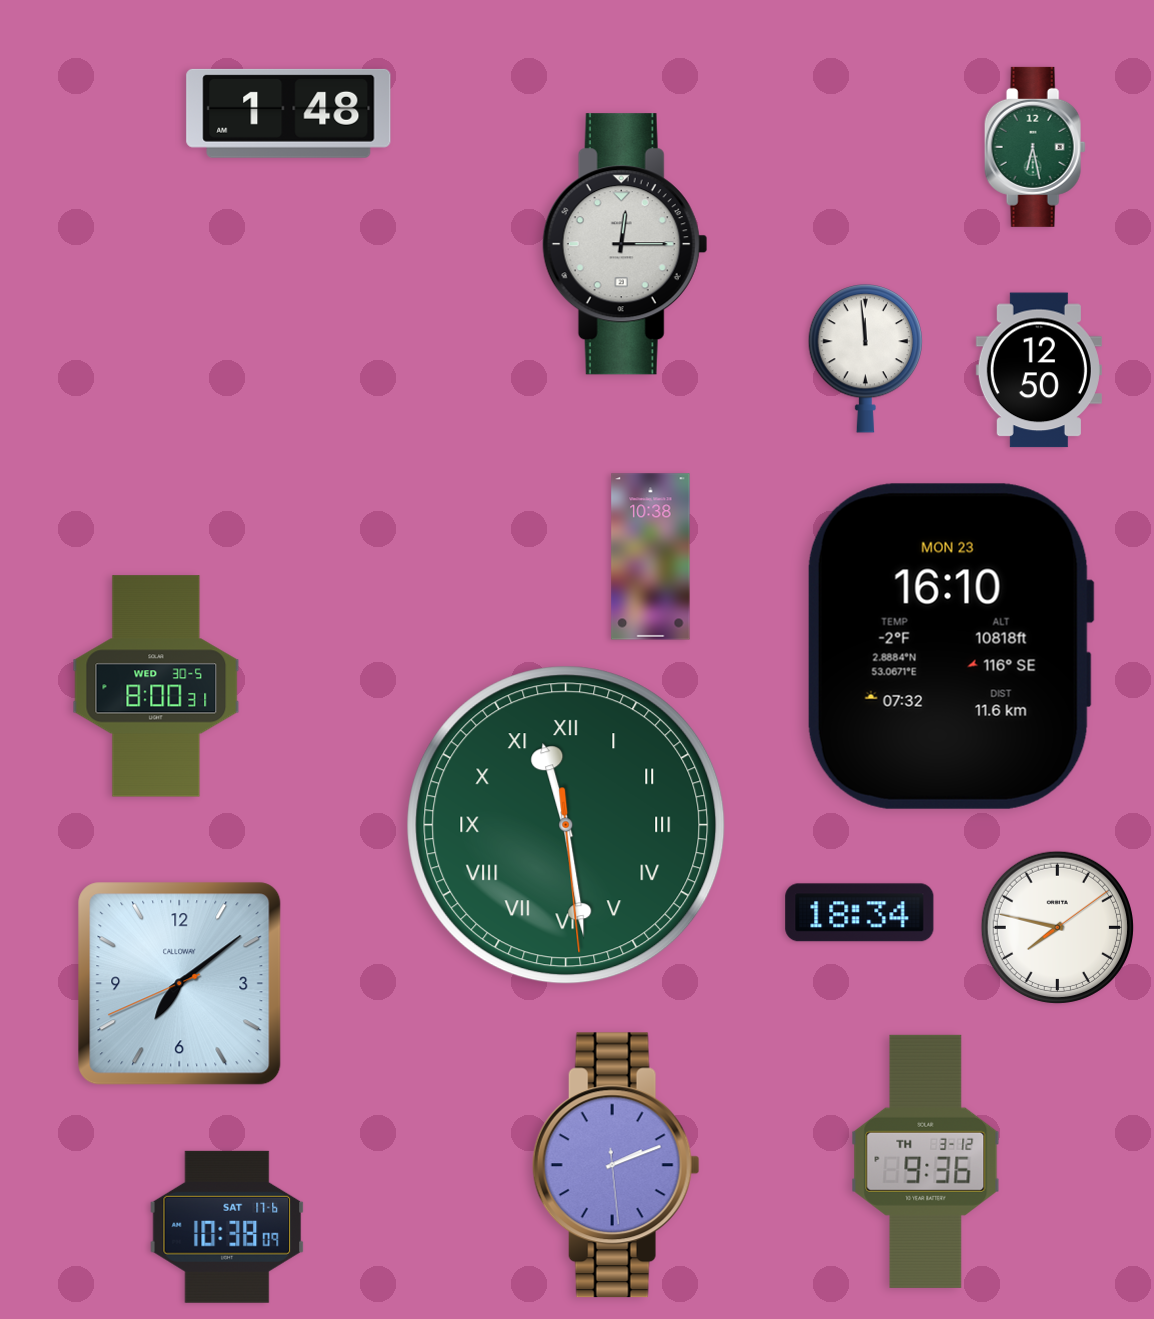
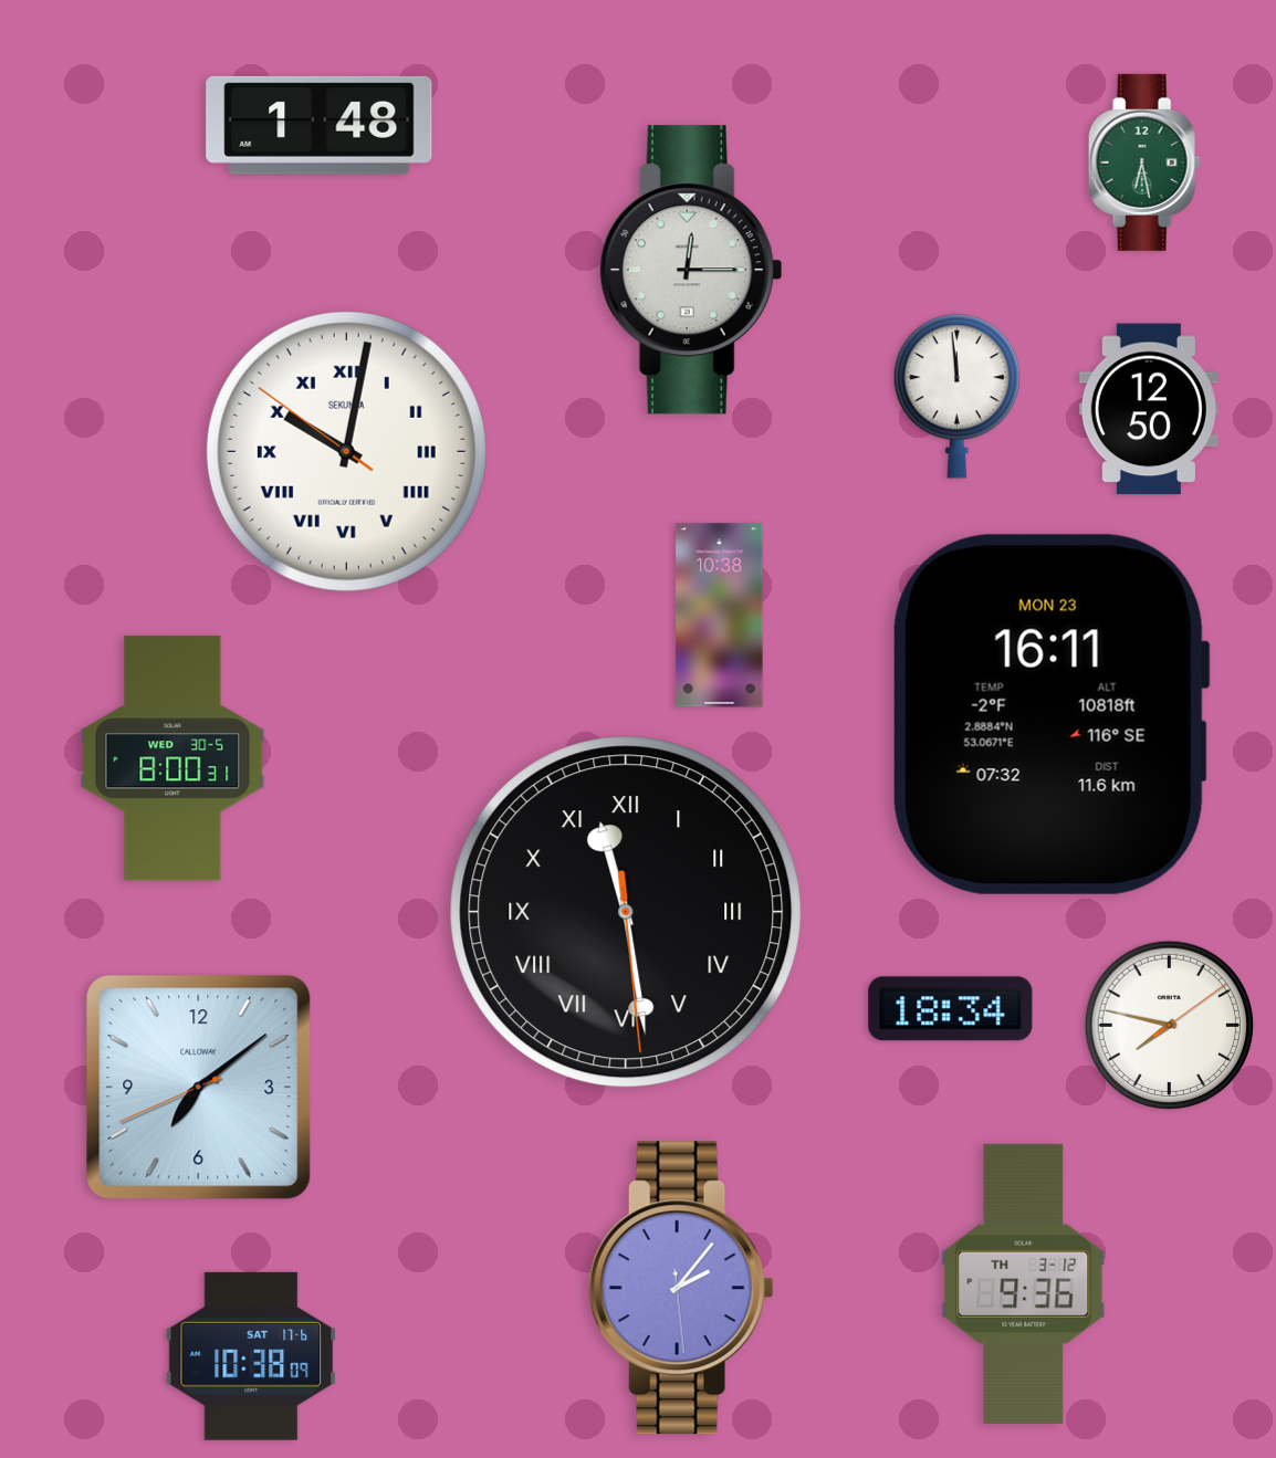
clock at (346, 451): none -> 10:01
clock at (950, 646): 16:10 -> 16:11
clock at (566, 825) dial: green -> black
clock at (616, 1165): 2:11 -> 2:06
